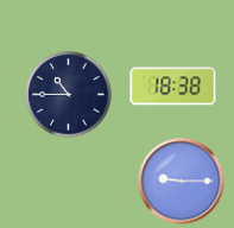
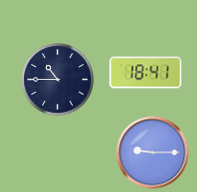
clock at (173, 87): 18:38 -> 18:41
